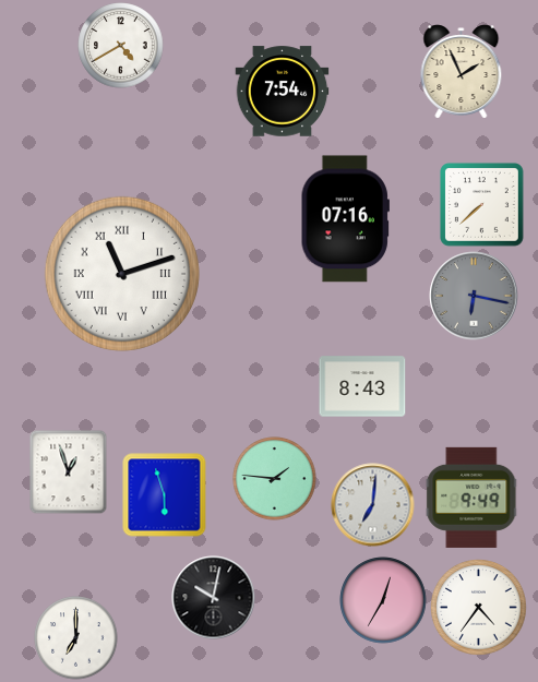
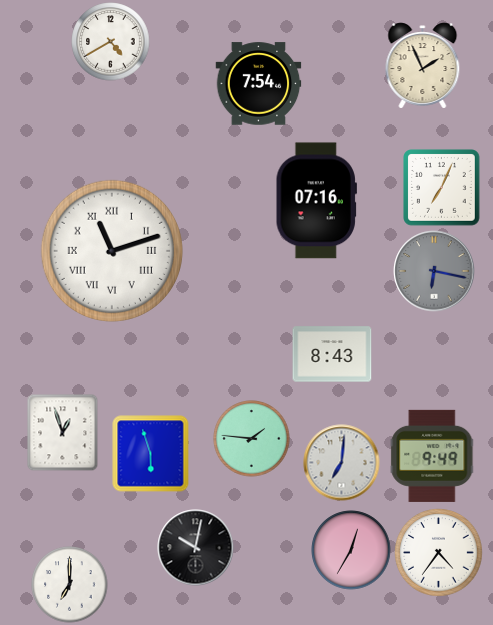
clock at (482, 205): 7:38 -> 7:04
clock at (479, 608) position: (479, 608) -> (439, 553)
